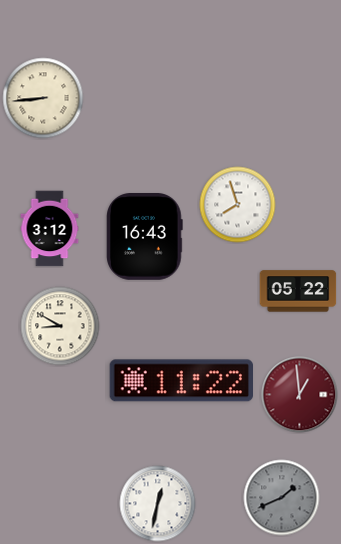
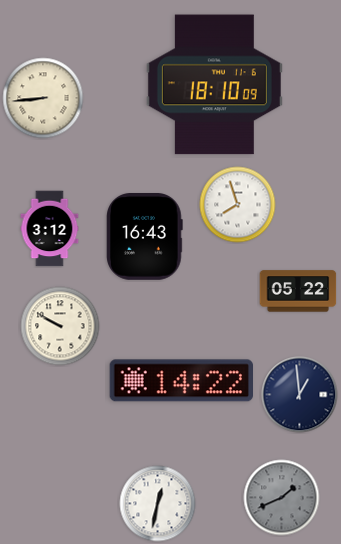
clock at (214, 85): none -> 18:10
clock at (60, 326): 8:50 -> 9:50
clock at (181, 381): 11:22 -> 14:22
clock at (300, 395) dial: burgundy -> navy
